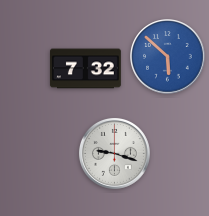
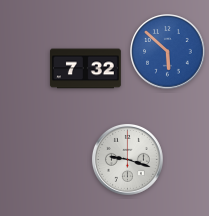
clock at (168, 57) position: (168, 57) -> (168, 52)
clock at (114, 153) position: (114, 153) -> (127, 159)
